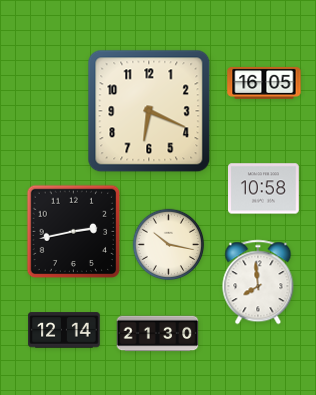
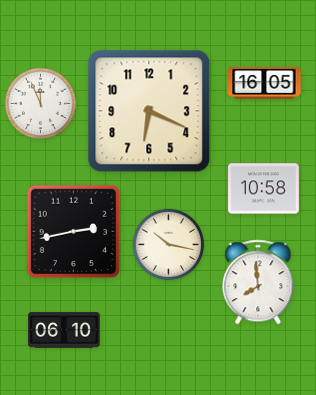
clock at (41, 104): none -> 11:56
clock at (64, 330): 12:14 -> 06:10
clock at (158, 334): 21:30 -> none
